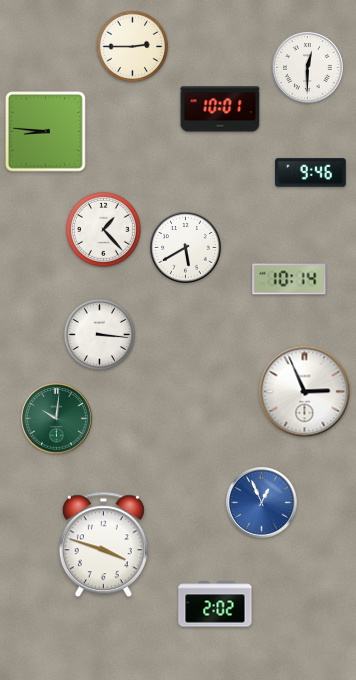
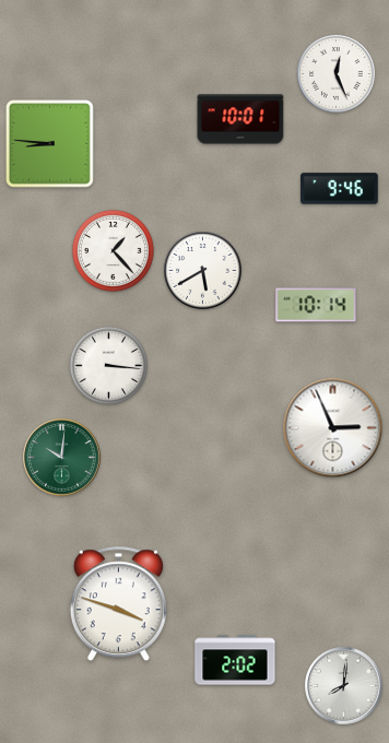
clock at (132, 46): 2:45 -> none
clock at (308, 68): 12:30 -> 12:26
clock at (262, 503): 12:56 -> none
clock at (103, 545) position: (103, 545) -> (118, 604)
clock at (344, 686): none -> 8:01
